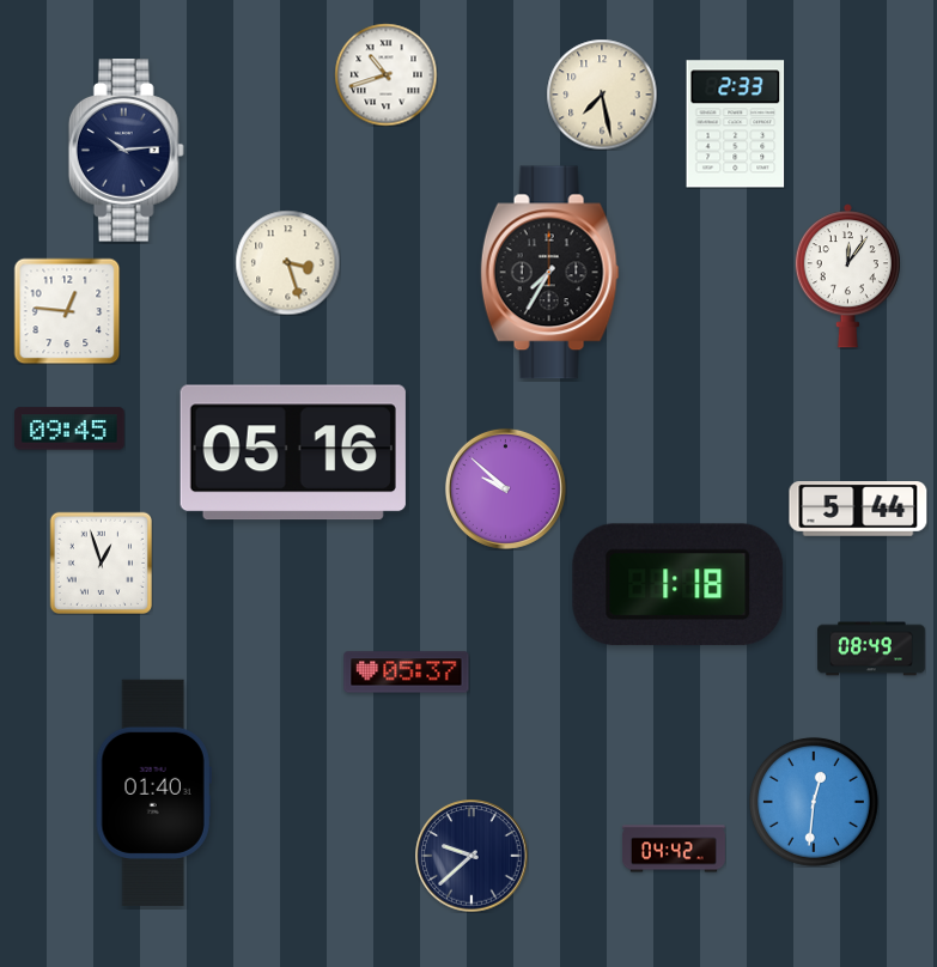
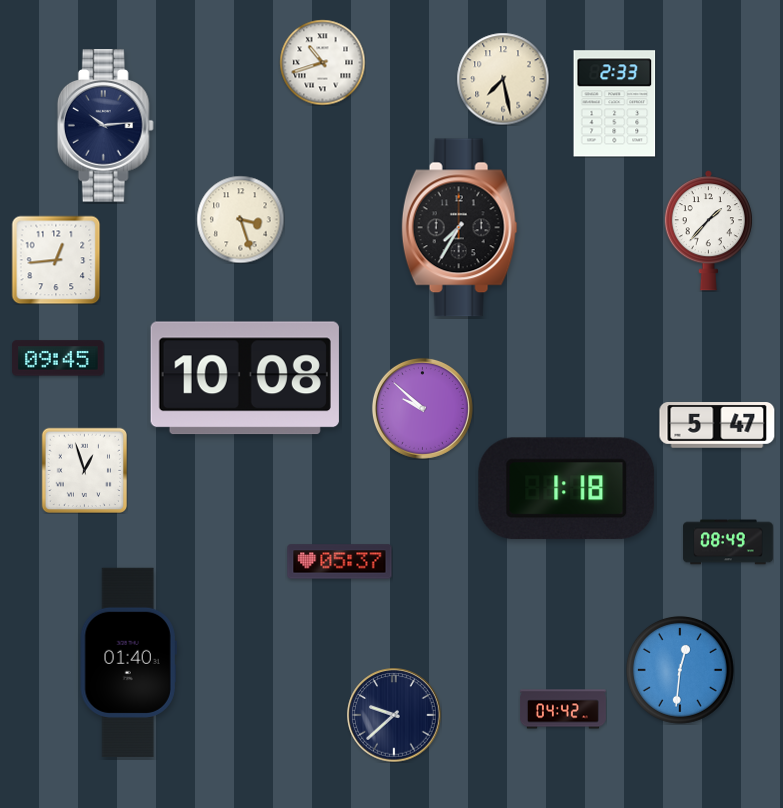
clock at (847, 276): 12:06 -> 1:37
clock at (67, 311): 12:46 -> 12:44
clock at (293, 452): 05:16 -> 10:08
clock at (858, 509): 5:44 -> 5:47
